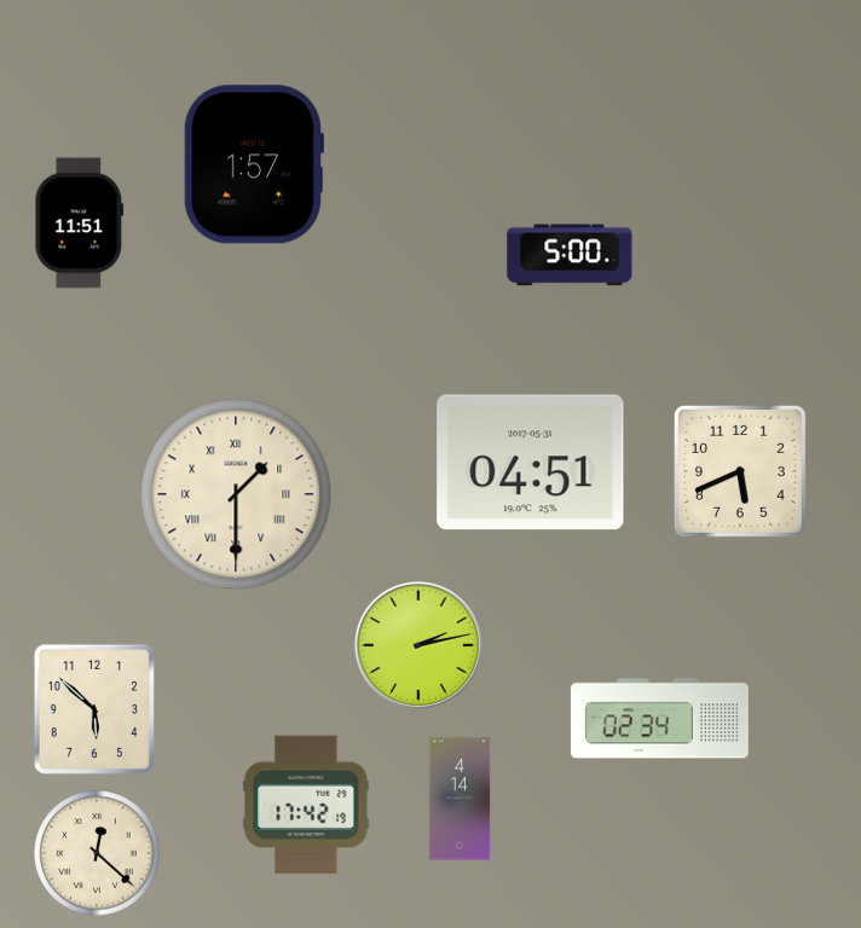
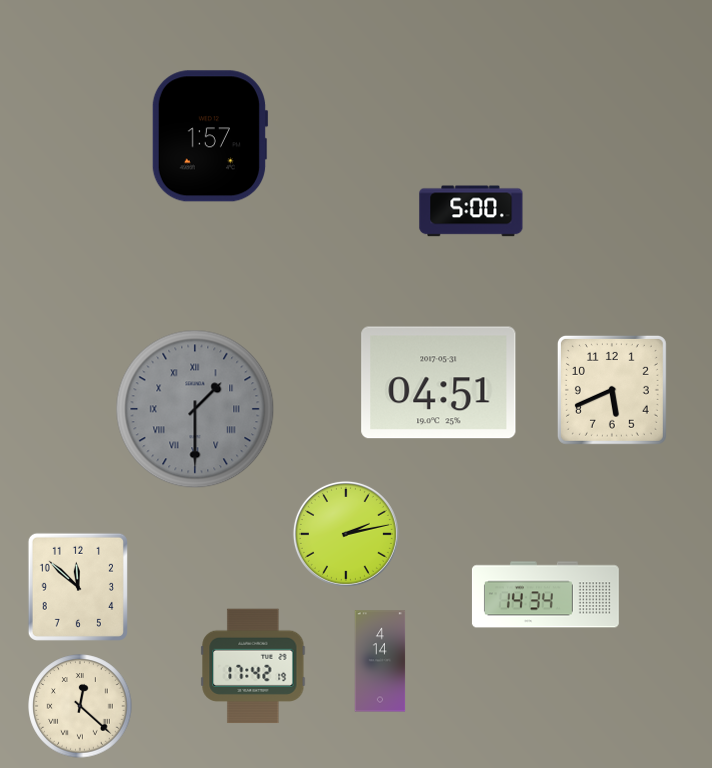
clock at (80, 224): 11:51 -> none
clock at (236, 494) dial: cream -> grey
clock at (94, 709): 5:52 -> 11:52
clock at (659, 719): 02:34 -> 14:34
